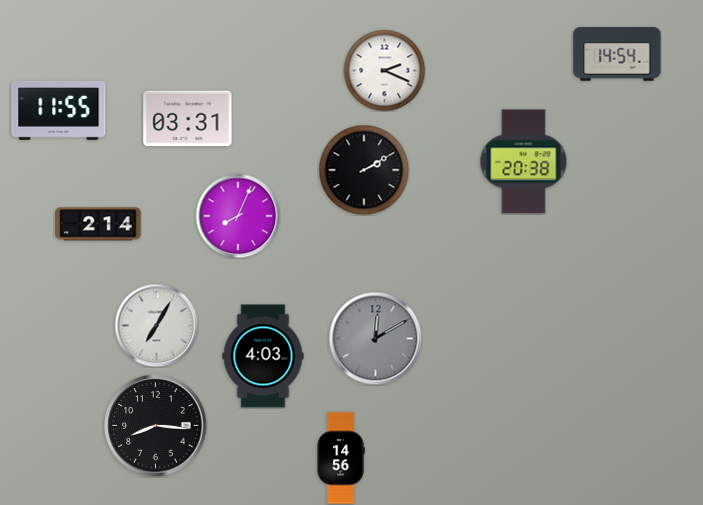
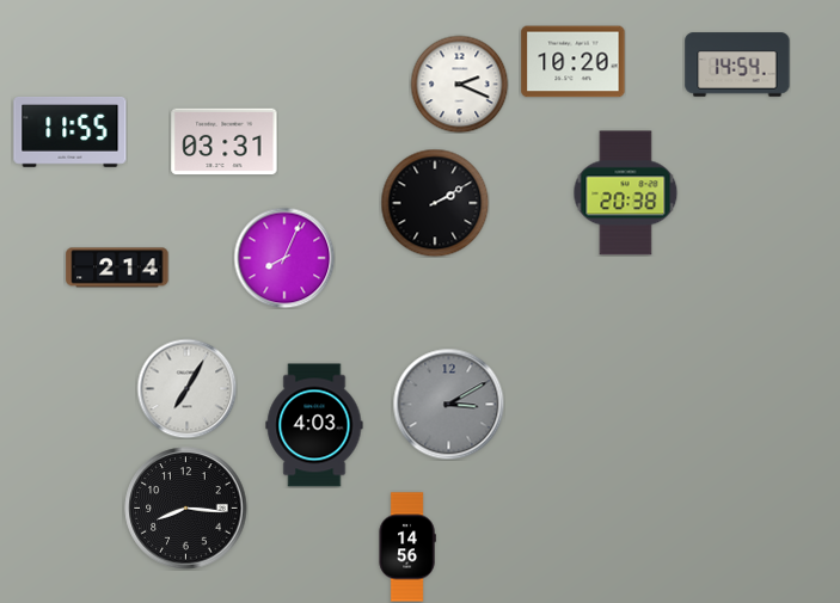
clock at (574, 62): none -> 10:20
clock at (375, 338): 12:10 -> 3:10
